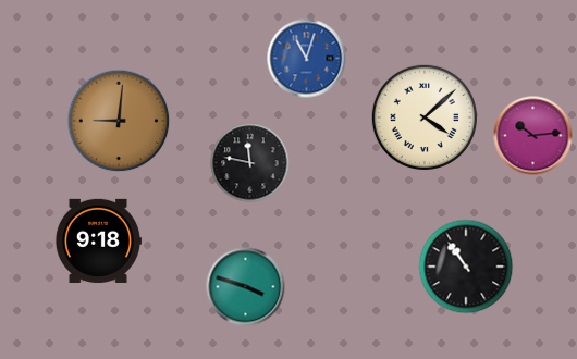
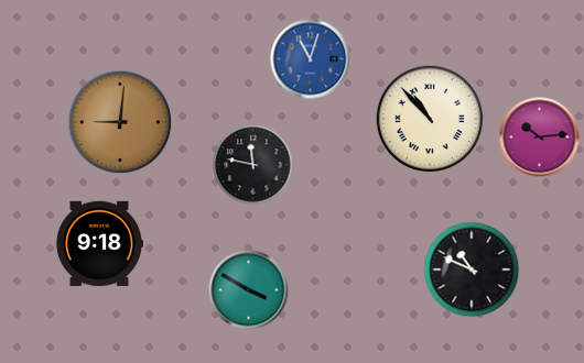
clock at (423, 116): 4:08 -> 10:53
clock at (466, 267): 10:54 -> 10:49
clock at (246, 287): 3:48 -> 3:50
